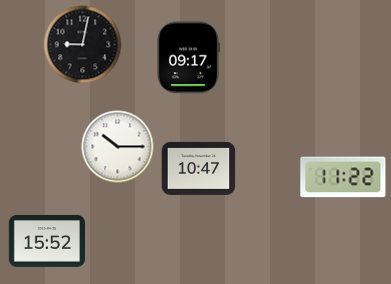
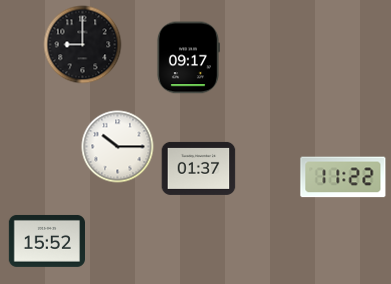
clock at (83, 45): 9:02 -> 9:00
clock at (199, 168): 10:47 -> 01:37
